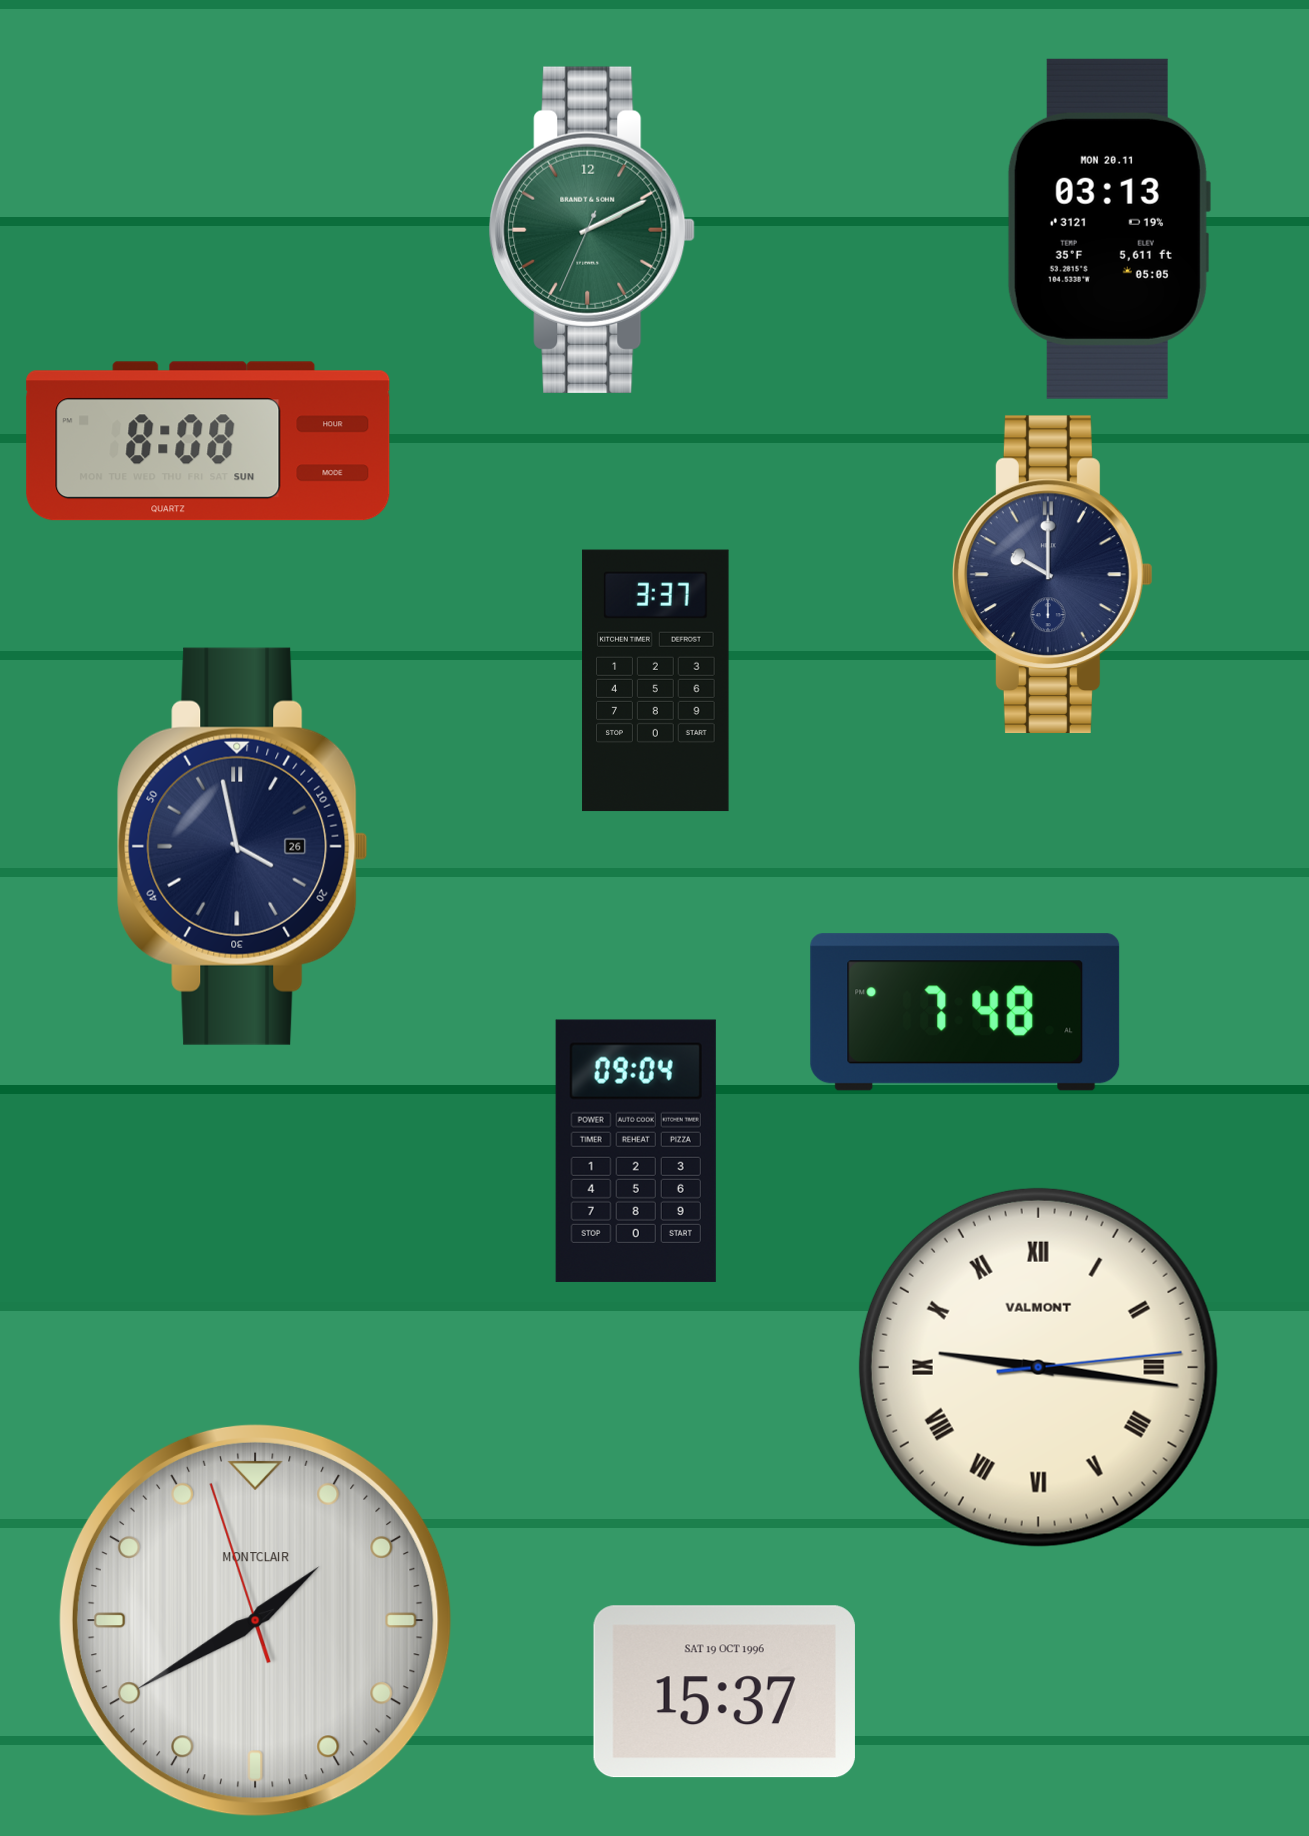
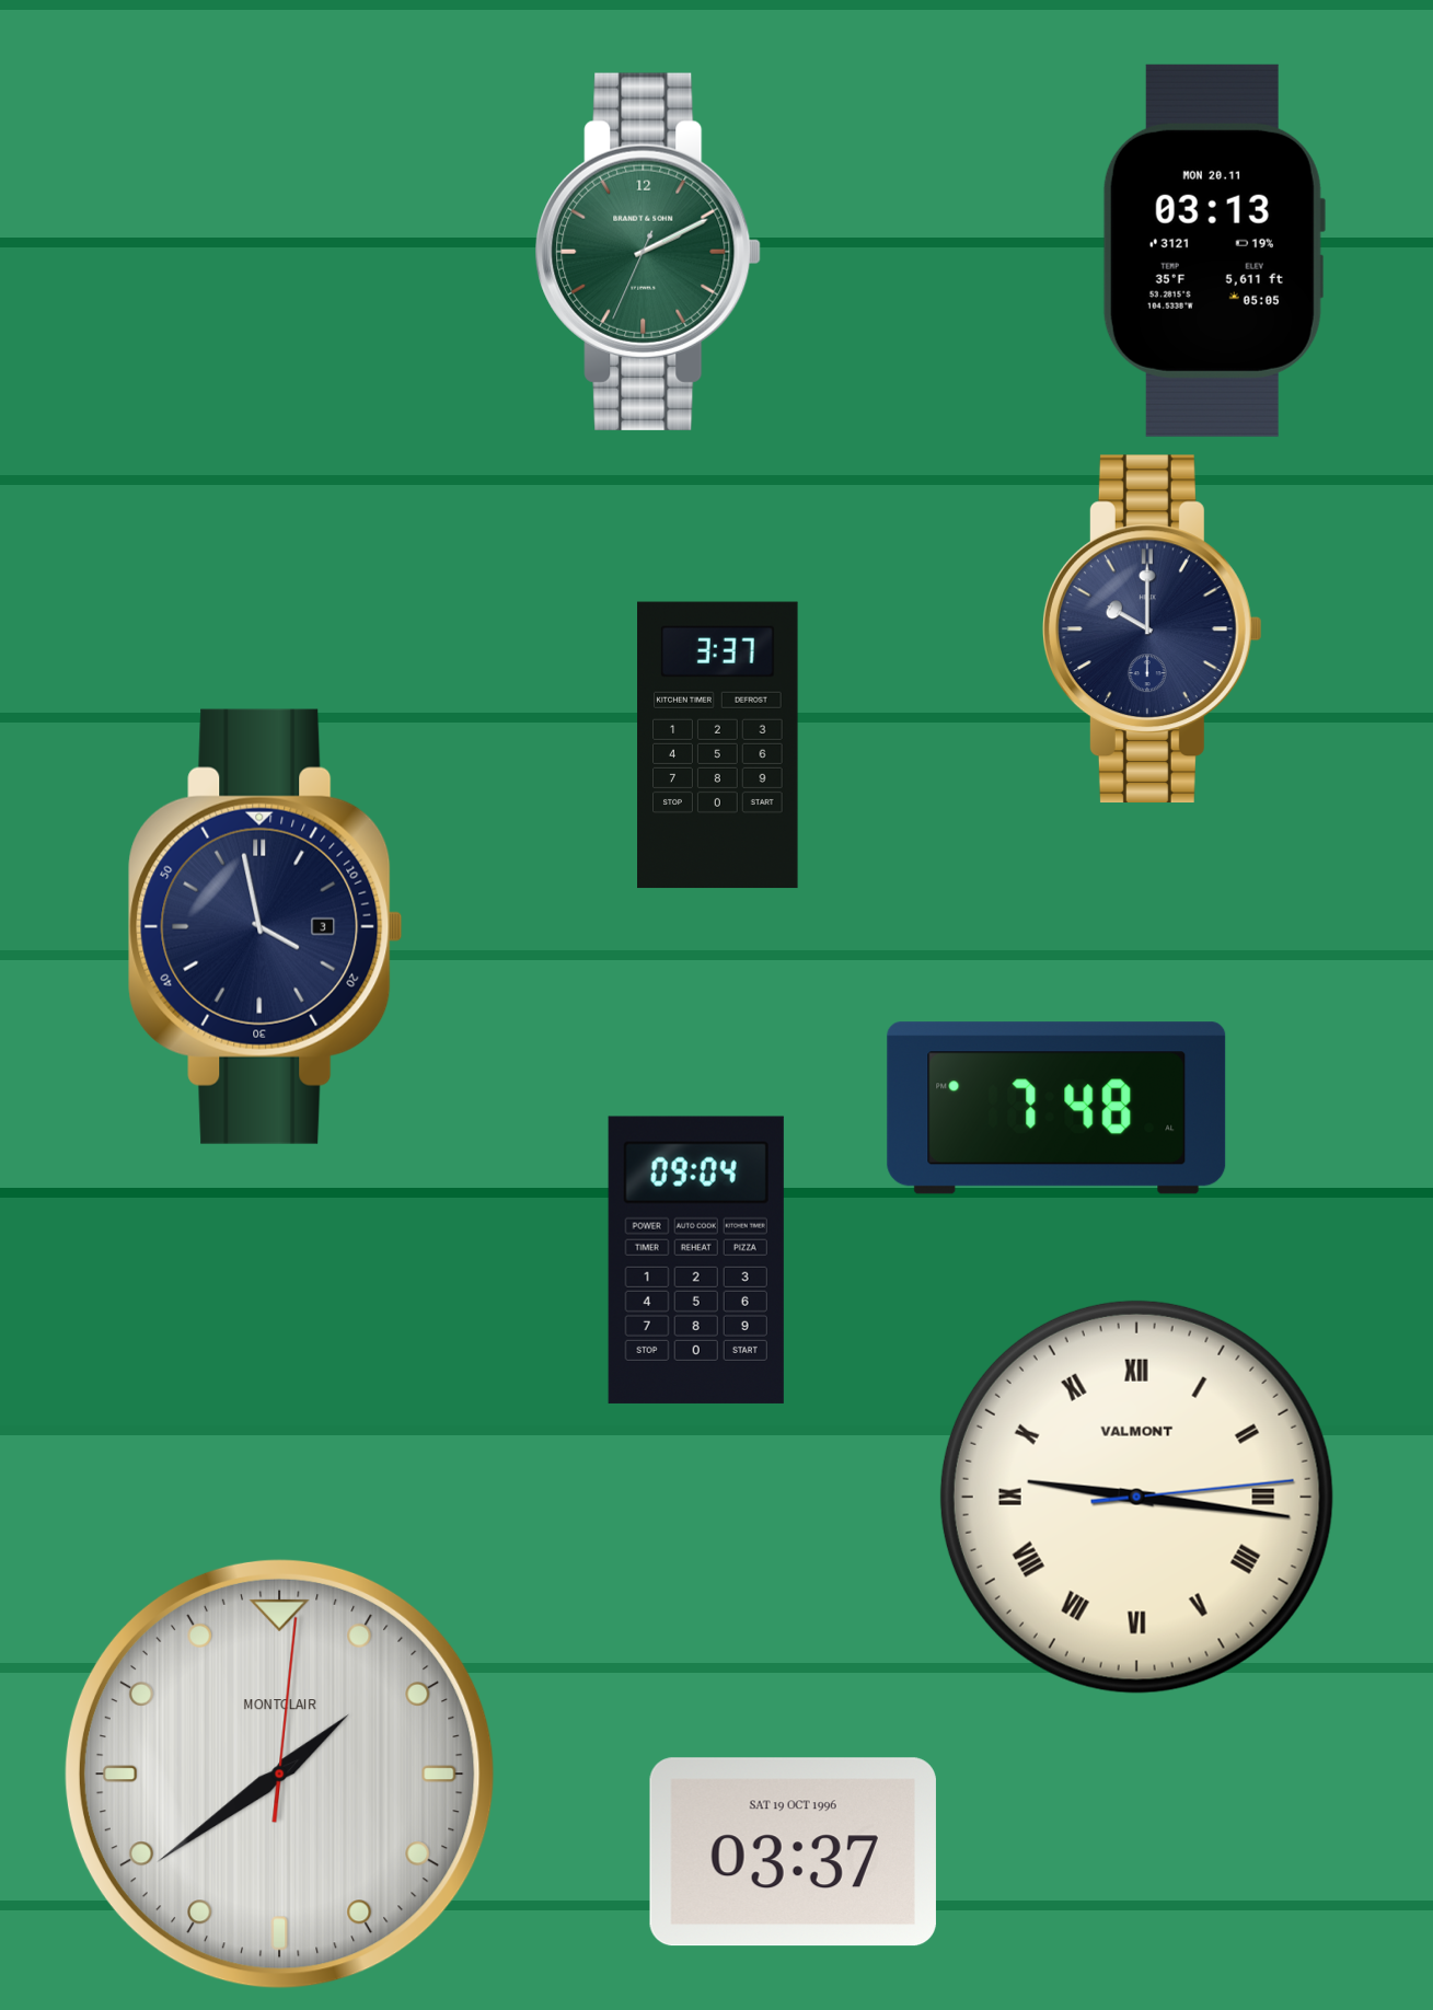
clock at (208, 441): 8:08 -> none
clock at (243, 846) date: 26 -> 3
clock at (255, 1620): 1:39:57 -> 1:39:01
clock at (724, 1692): 15:37 -> 03:37
